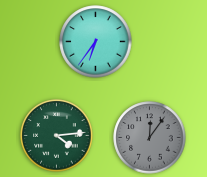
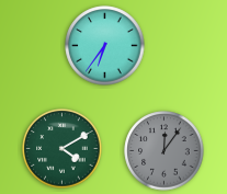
clock at (57, 136): 4:14 -> 4:10
